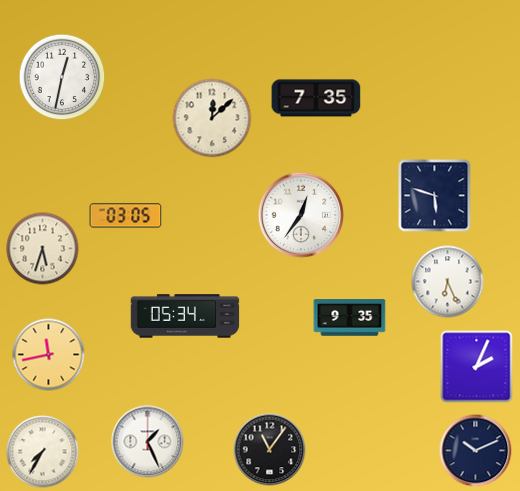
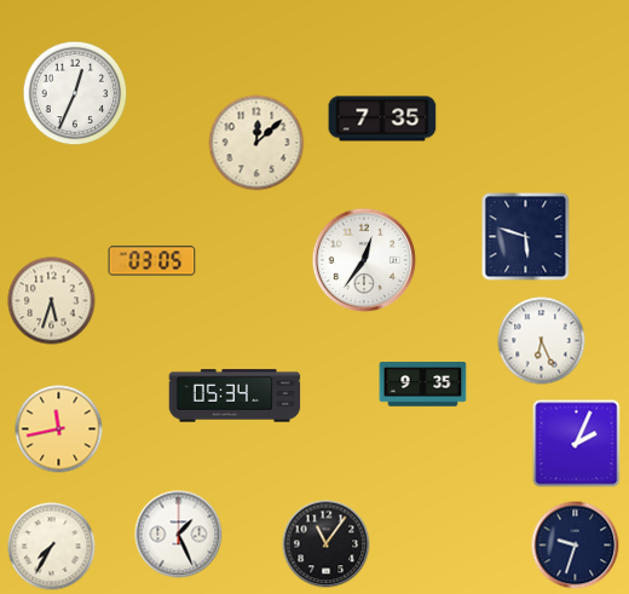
clock at (62, 77): 12:32 -> 12:34
clock at (185, 316) position: (185, 316) -> (235, 396)
clock at (476, 451): 10:11 -> 9:33
